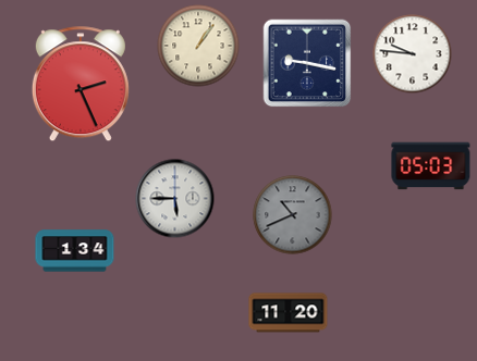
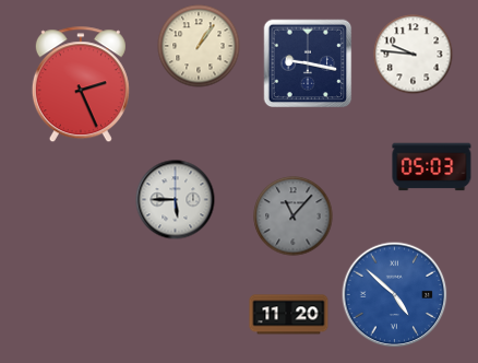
clock at (293, 215): 10:41 -> 11:07
clock at (75, 251): 1:34 -> none
clock at (395, 295): none -> 4:52
